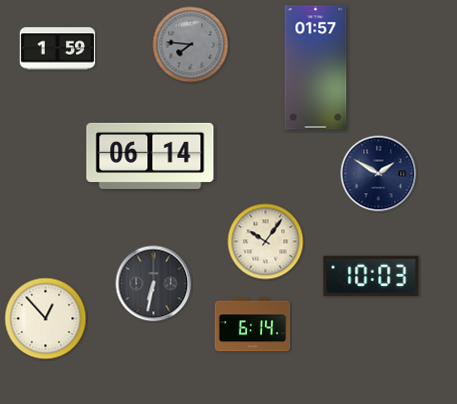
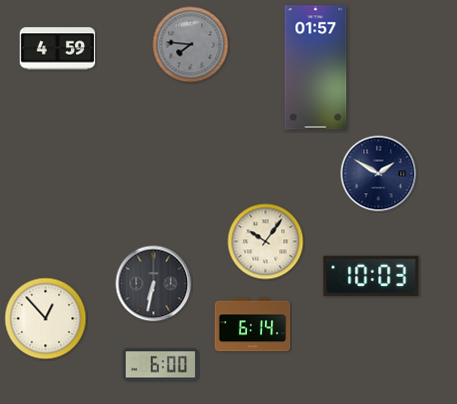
clock at (58, 49): 1:59 -> 4:59
clock at (150, 156): 06:14 -> none
clock at (161, 365): none -> 6:00
